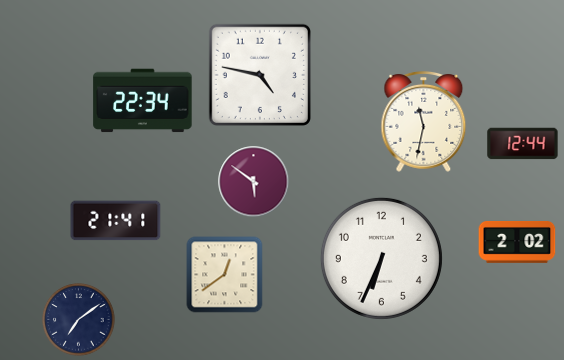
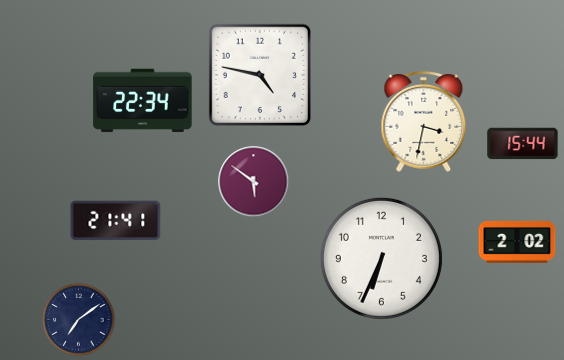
clock at (424, 121): 11:32 -> 3:32
clock at (523, 144): 12:44 -> 15:44
clock at (225, 275): 12:39 -> none
